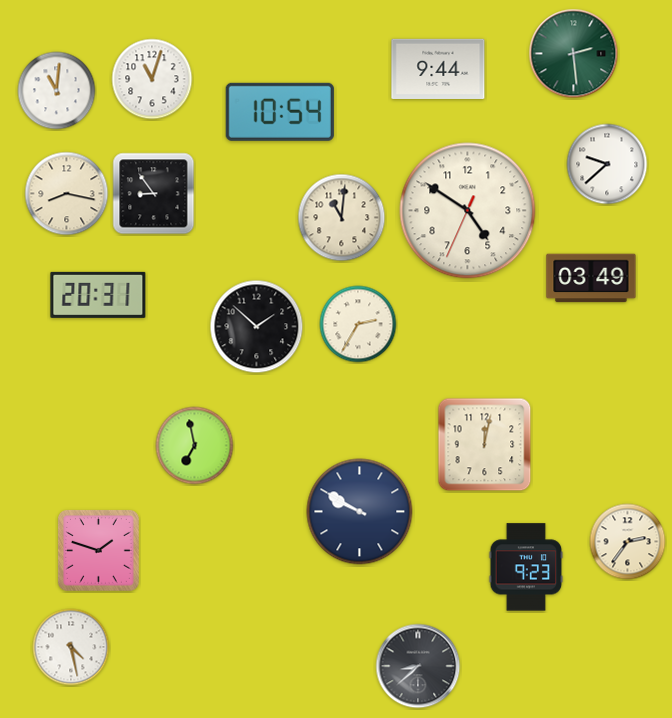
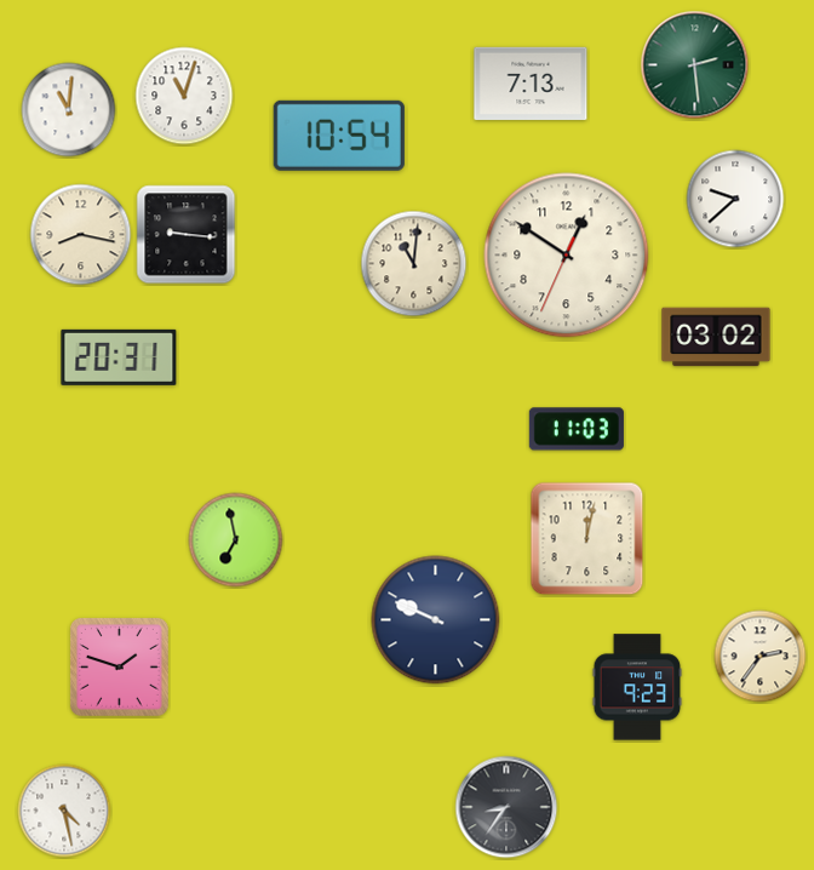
clock at (438, 69): 9:44 -> 7:13
clock at (154, 194): 8:54 -> 9:16
clock at (468, 211): 4:50 -> 12:50
clock at (591, 278): 03:49 -> 03:02
clock at (358, 324): 2:35 -> none
clock at (257, 327): 1:52 -> none
clock at (577, 429): none -> 11:03
clock at (360, 512): 9:50 -> 9:49
clock at (71, 647) position: (71, 647) -> (64, 811)
clock at (418, 666): 8:38 -> 8:36
